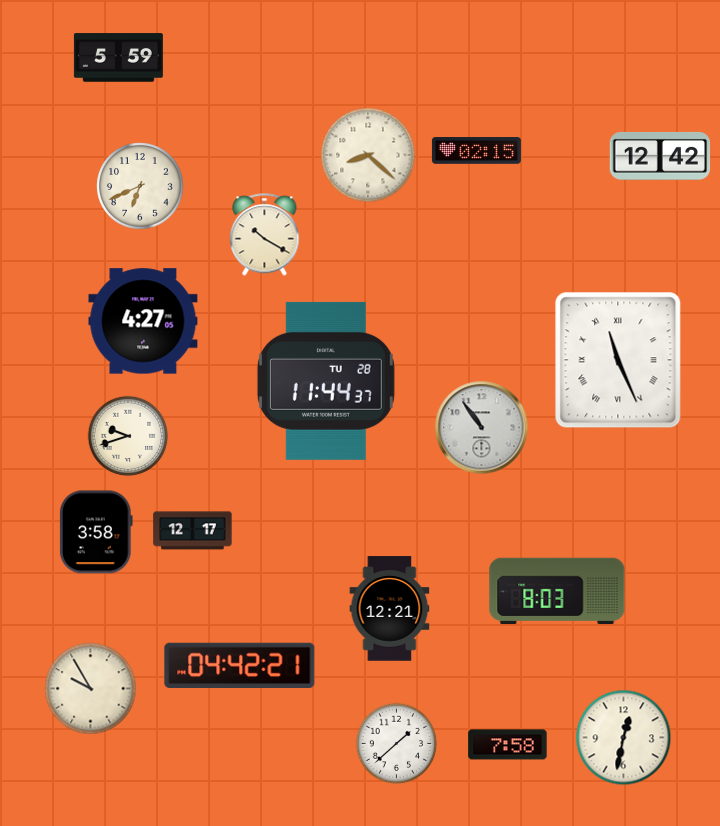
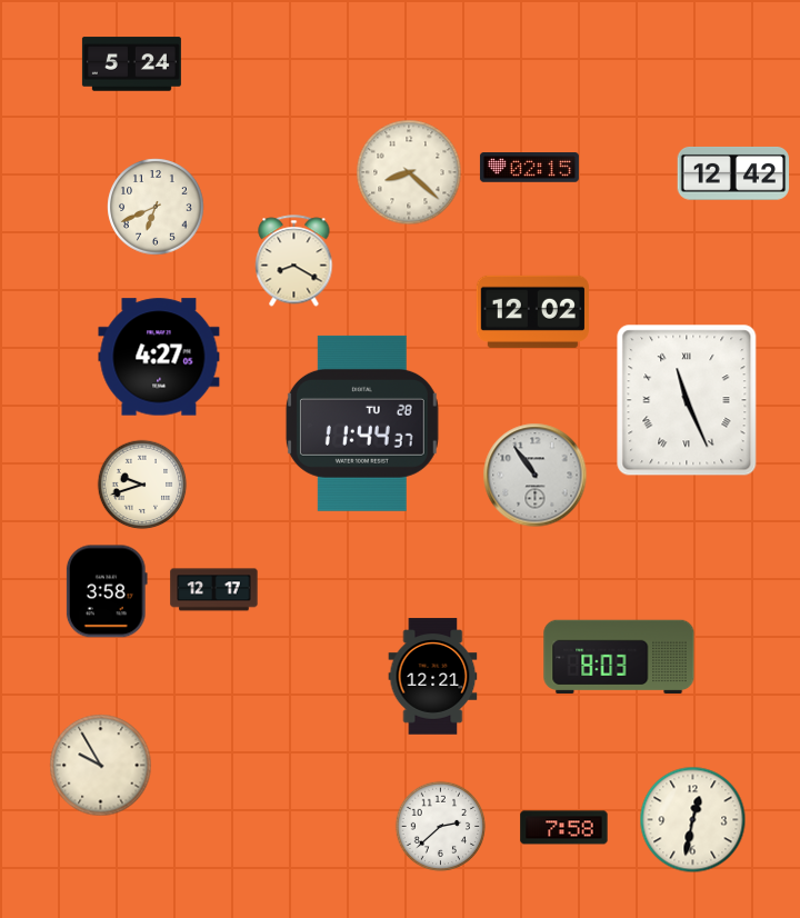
clock at (118, 58): 5:59 -> 5:24
clock at (265, 235): 10:20 -> 8:20
clock at (532, 311): none -> 12:02
clock at (240, 665): 04:42 -> none
clock at (397, 744): 1:38 -> 2:38
